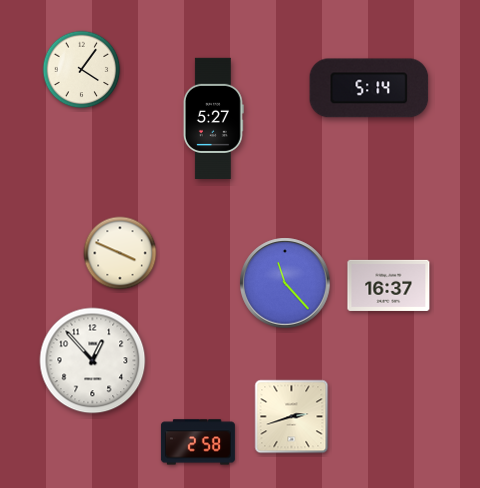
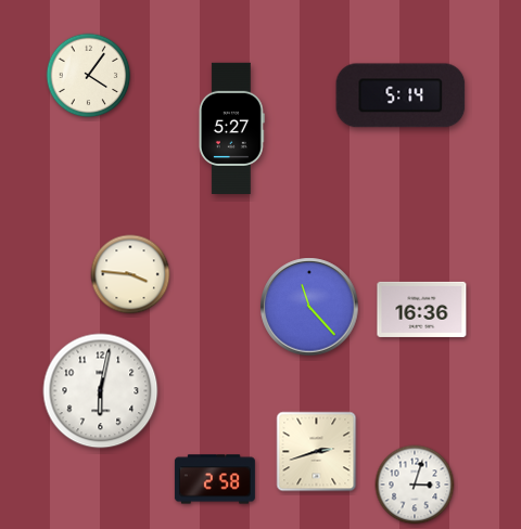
clock at (120, 253): 3:49 -> 3:46
clock at (389, 285): 16:37 -> 16:36
clock at (93, 361): 12:53 -> 6:02
clock at (415, 485): none -> 3:03
